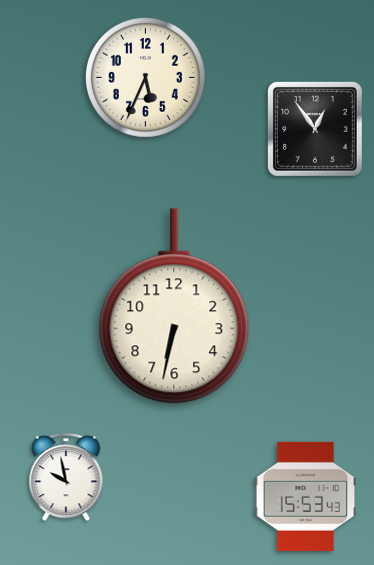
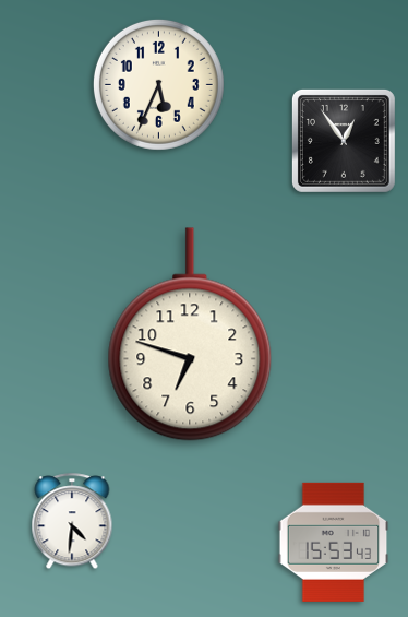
clock at (174, 306): 6:32 -> 6:48
clock at (66, 478): 9:58 -> 4:31
